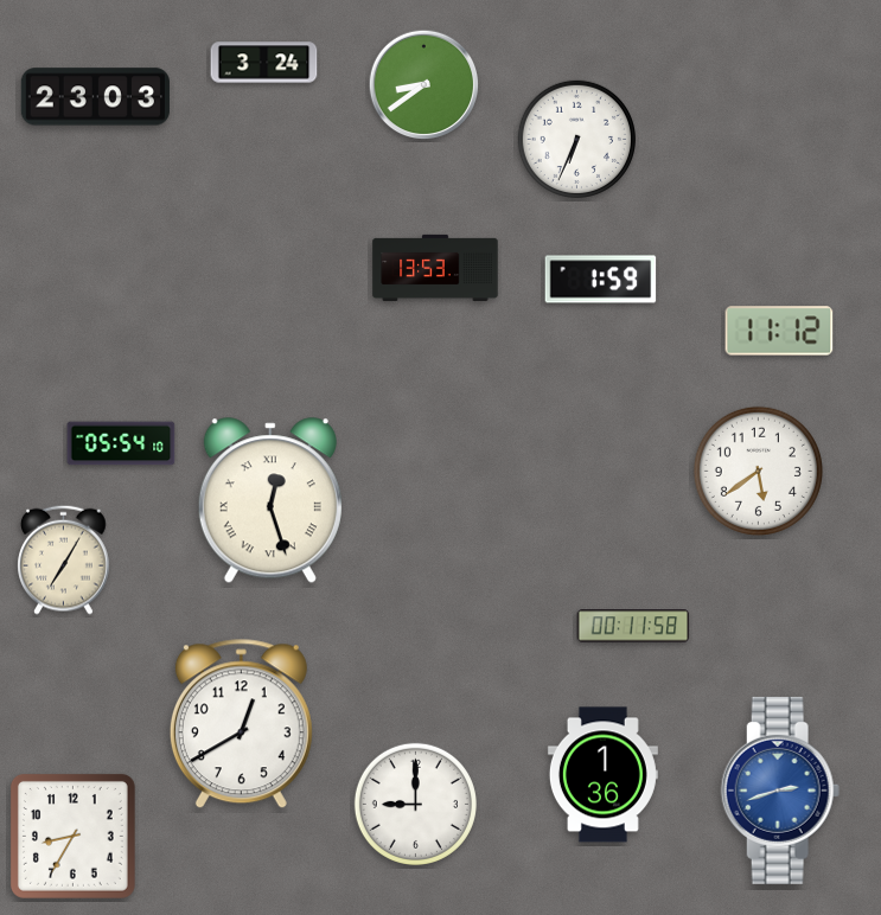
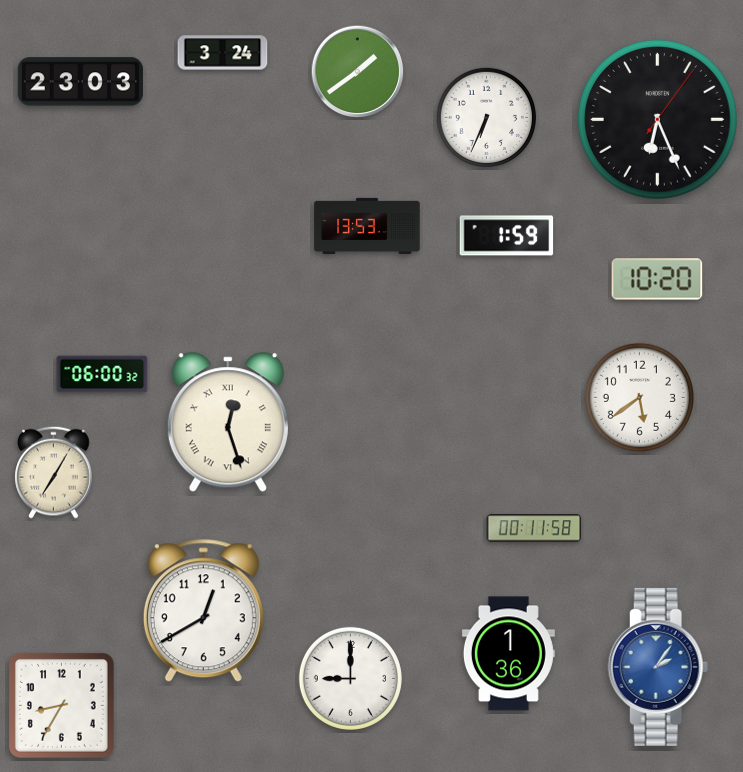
clock at (424, 85): 8:39 -> 1:39
clock at (658, 120): none -> 6:26
clock at (779, 331): 11:12 -> 10:20
clock at (121, 443): 05:54 -> 06:00
clock at (780, 791): 2:42 -> 2:06
